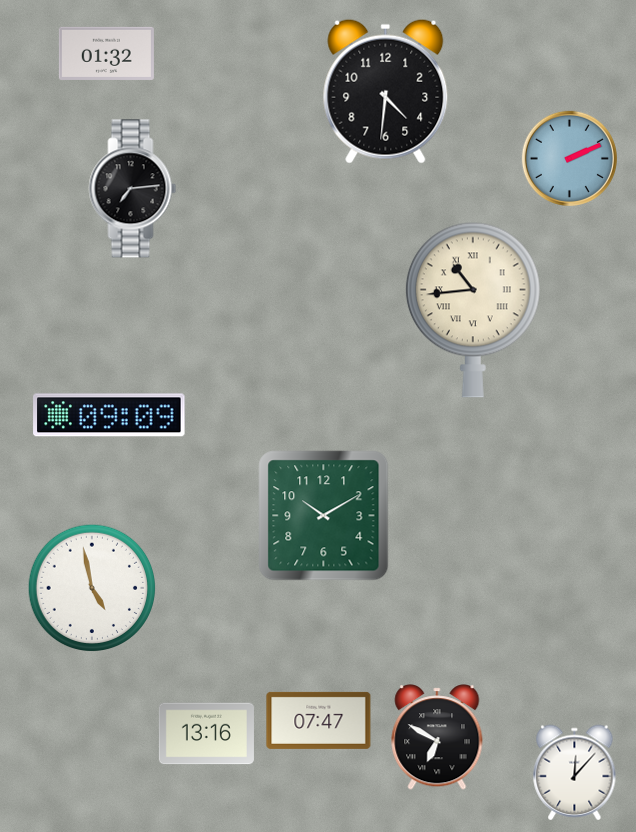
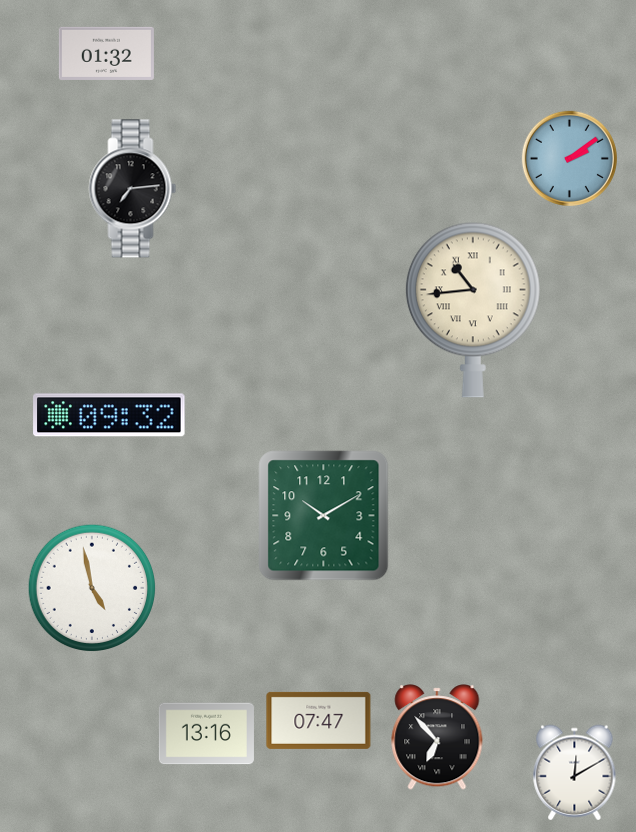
clock at (386, 91): 4:31 -> none
clock at (569, 158): 2:11 -> 2:09
clock at (109, 415): 09:09 -> 09:32
clock at (437, 737): 6:50 -> 6:53
clock at (575, 773): 12:07 -> 12:10
